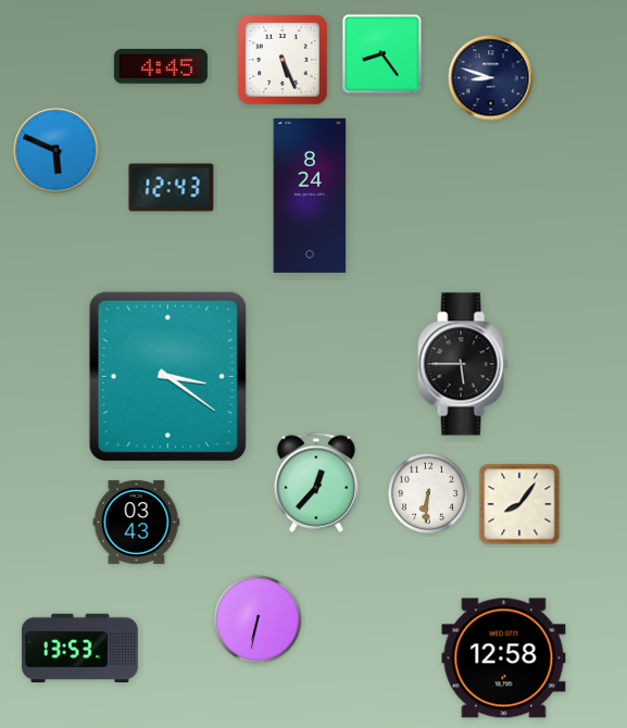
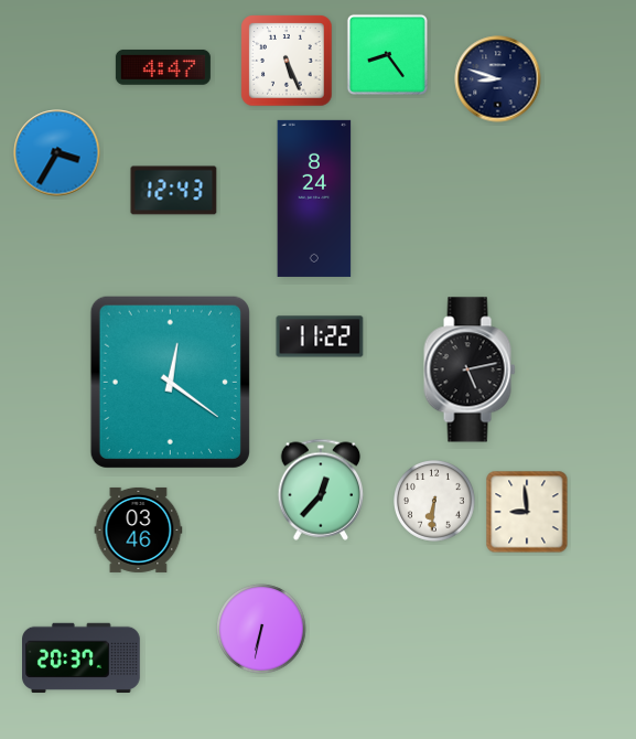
clock at (161, 66): 4:45 -> 4:47
clock at (57, 151): 5:49 -> 3:35
clock at (320, 336): none -> 11:22
clock at (463, 364): 5:45 -> 5:13
clock at (167, 376): 3:21 -> 12:21
clock at (519, 504): 8:06 -> 8:59
clock at (137, 522): 03:43 -> 03:46
clock at (80, 648): 13:53 -> 20:37
clock at (504, 658): 12:58 -> none
